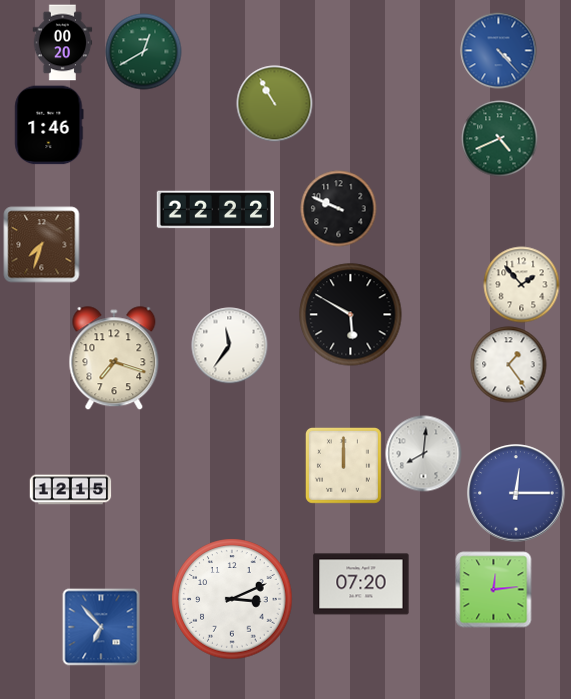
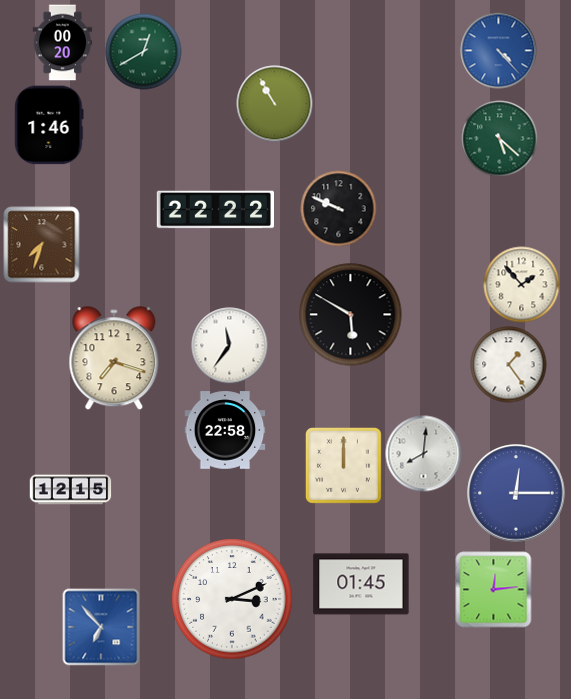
clock at (500, 139): 4:41 -> 5:22
clock at (225, 430): none -> 22:58
clock at (361, 584): 07:20 -> 01:45
